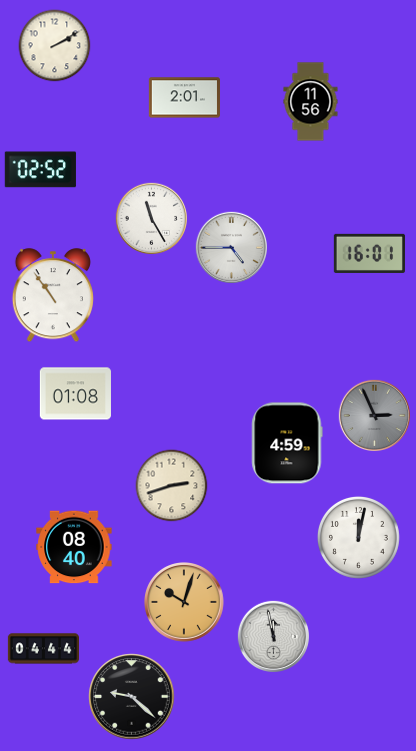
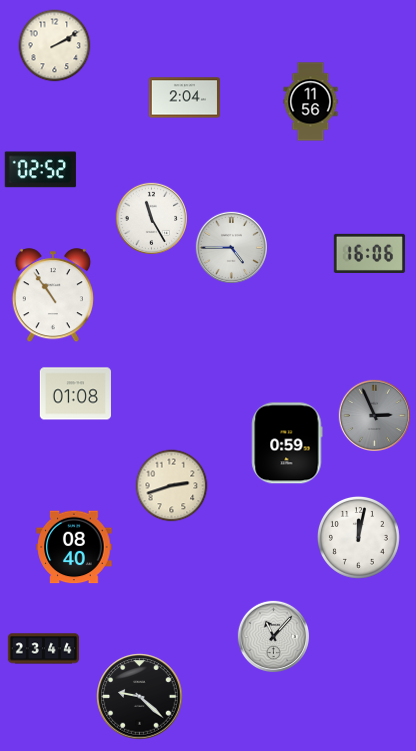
clock at (184, 98): 2:01 -> 2:04
clock at (369, 253): 16:01 -> 16:06
clock at (287, 443): 4:59 -> 0:59
clock at (185, 603): 10:03 -> none
clock at (273, 636): 11:58 -> 11:07
clock at (43, 649): 04:44 -> 23:44
clock at (132, 697) position: (132, 697) -> (140, 697)
